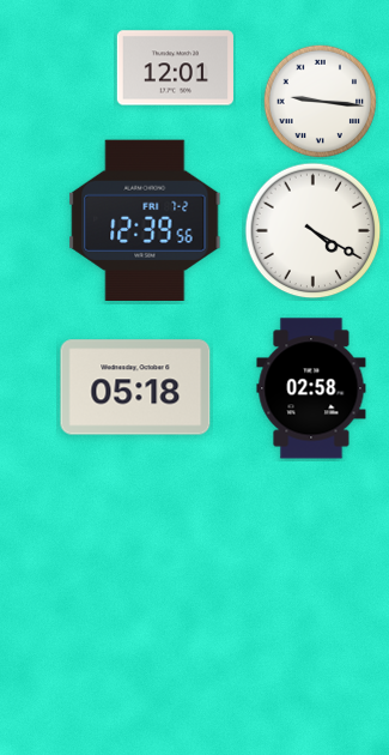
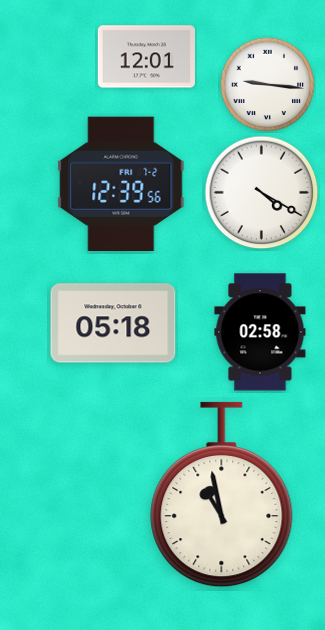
clock at (311, 388) position: (311, 388) -> (260, 332)
clock at (222, 495): none -> 10:58
